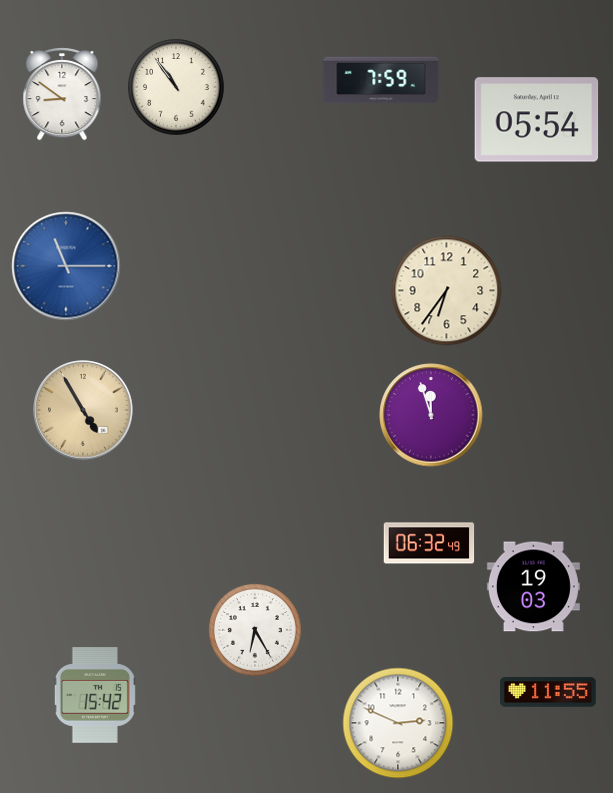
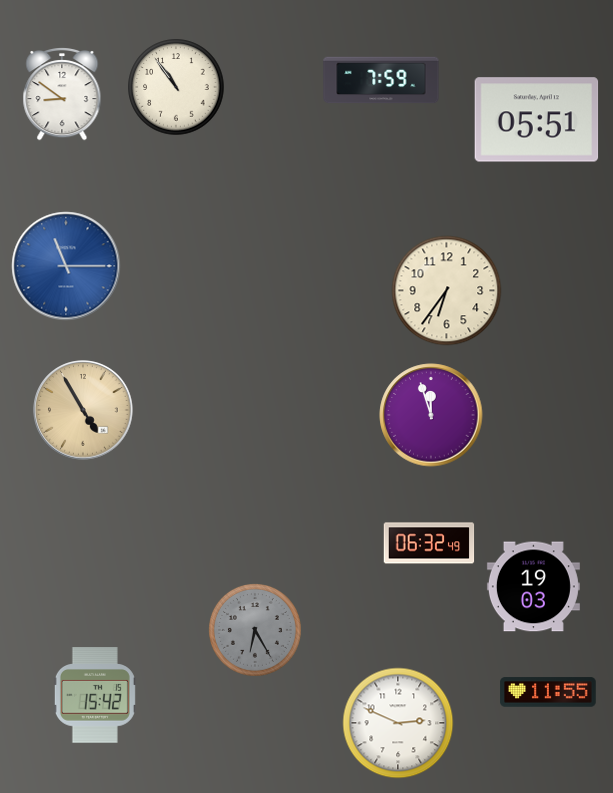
clock at (537, 120): 05:54 -> 05:51
clock at (256, 631) dial: white -> grey
